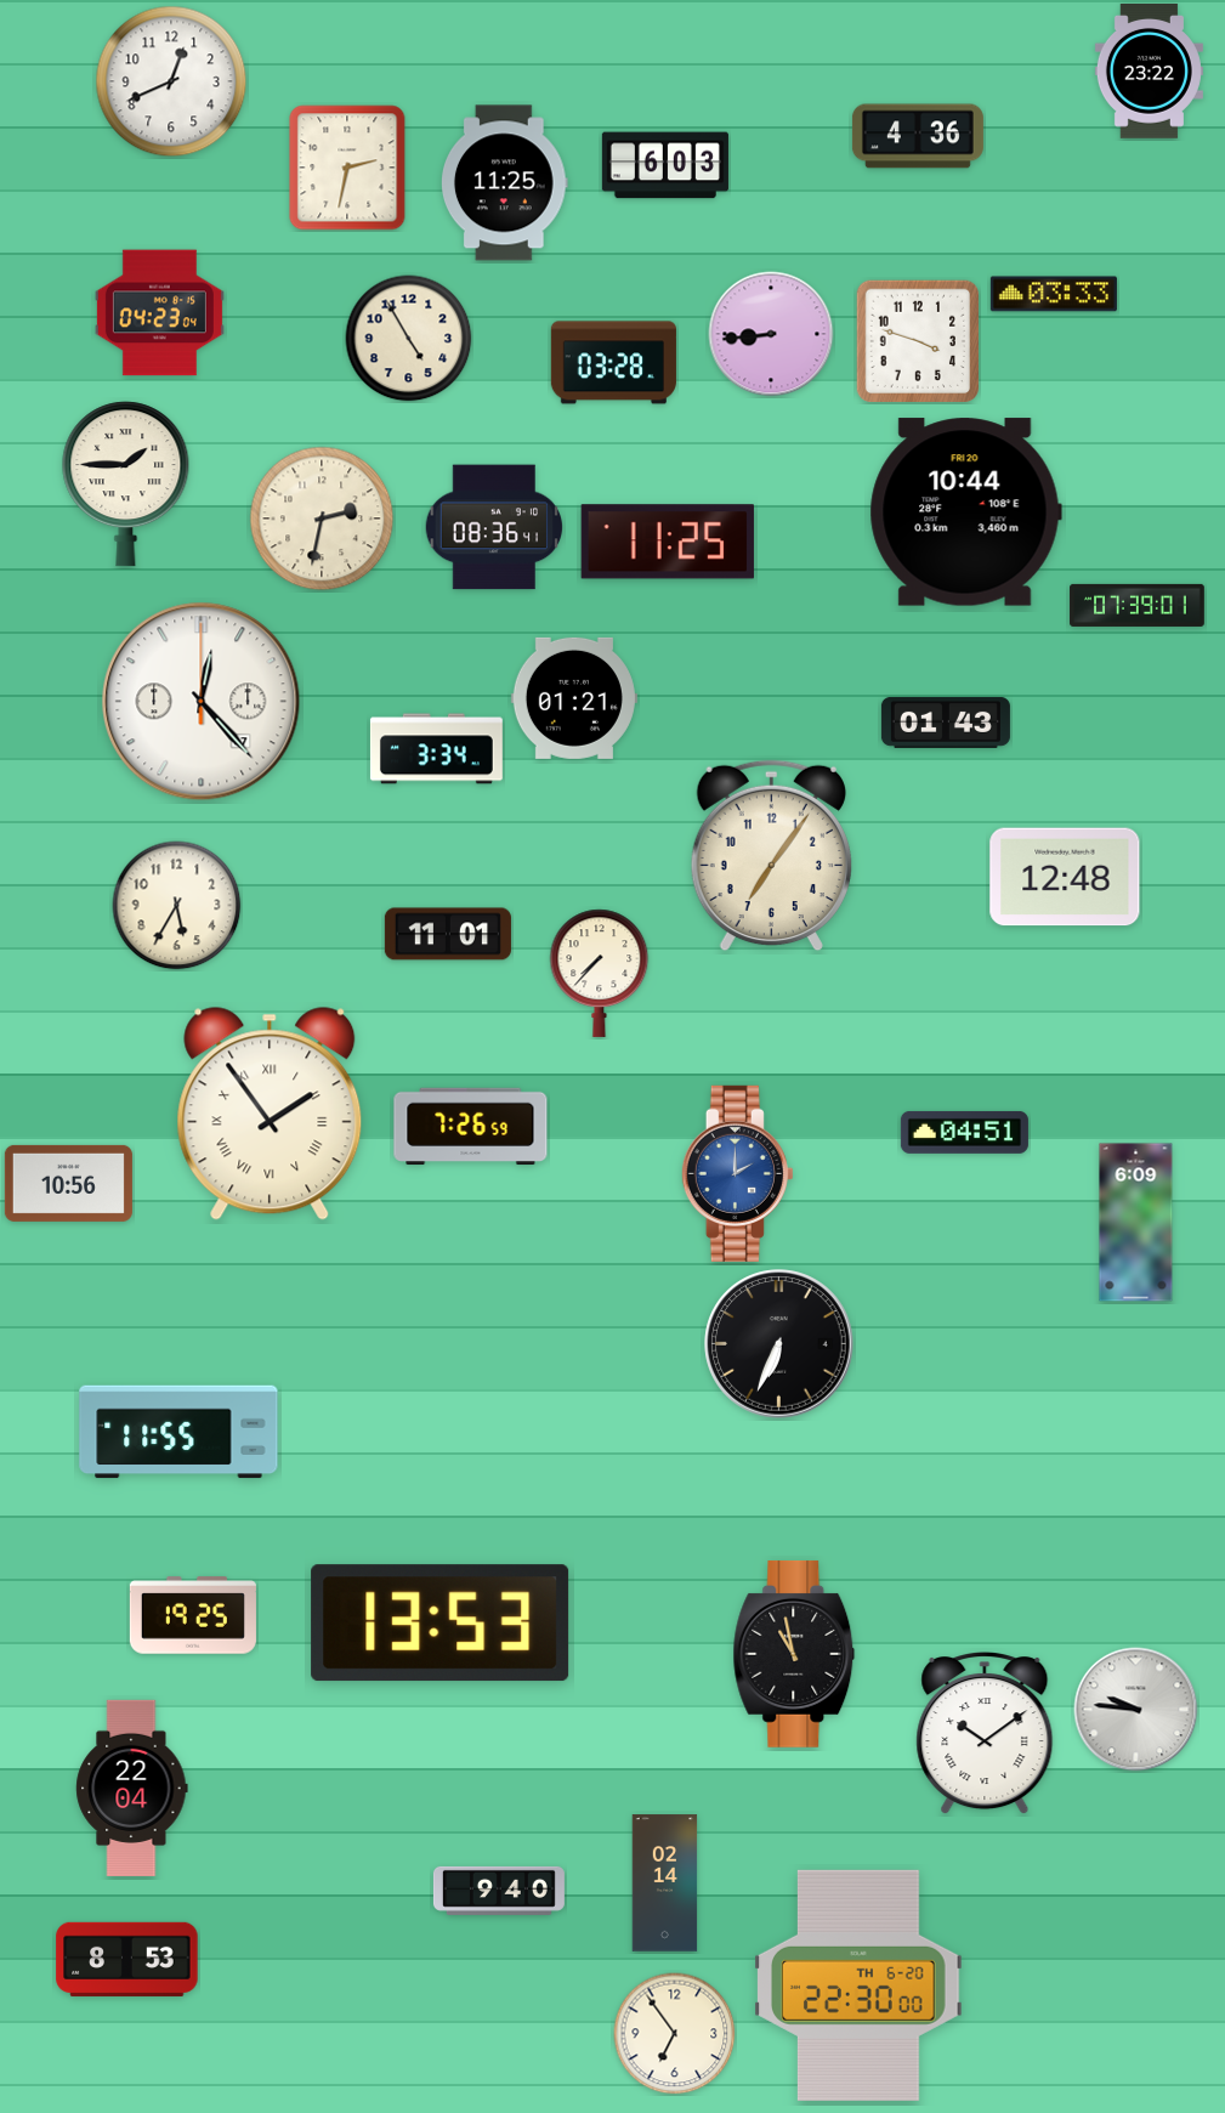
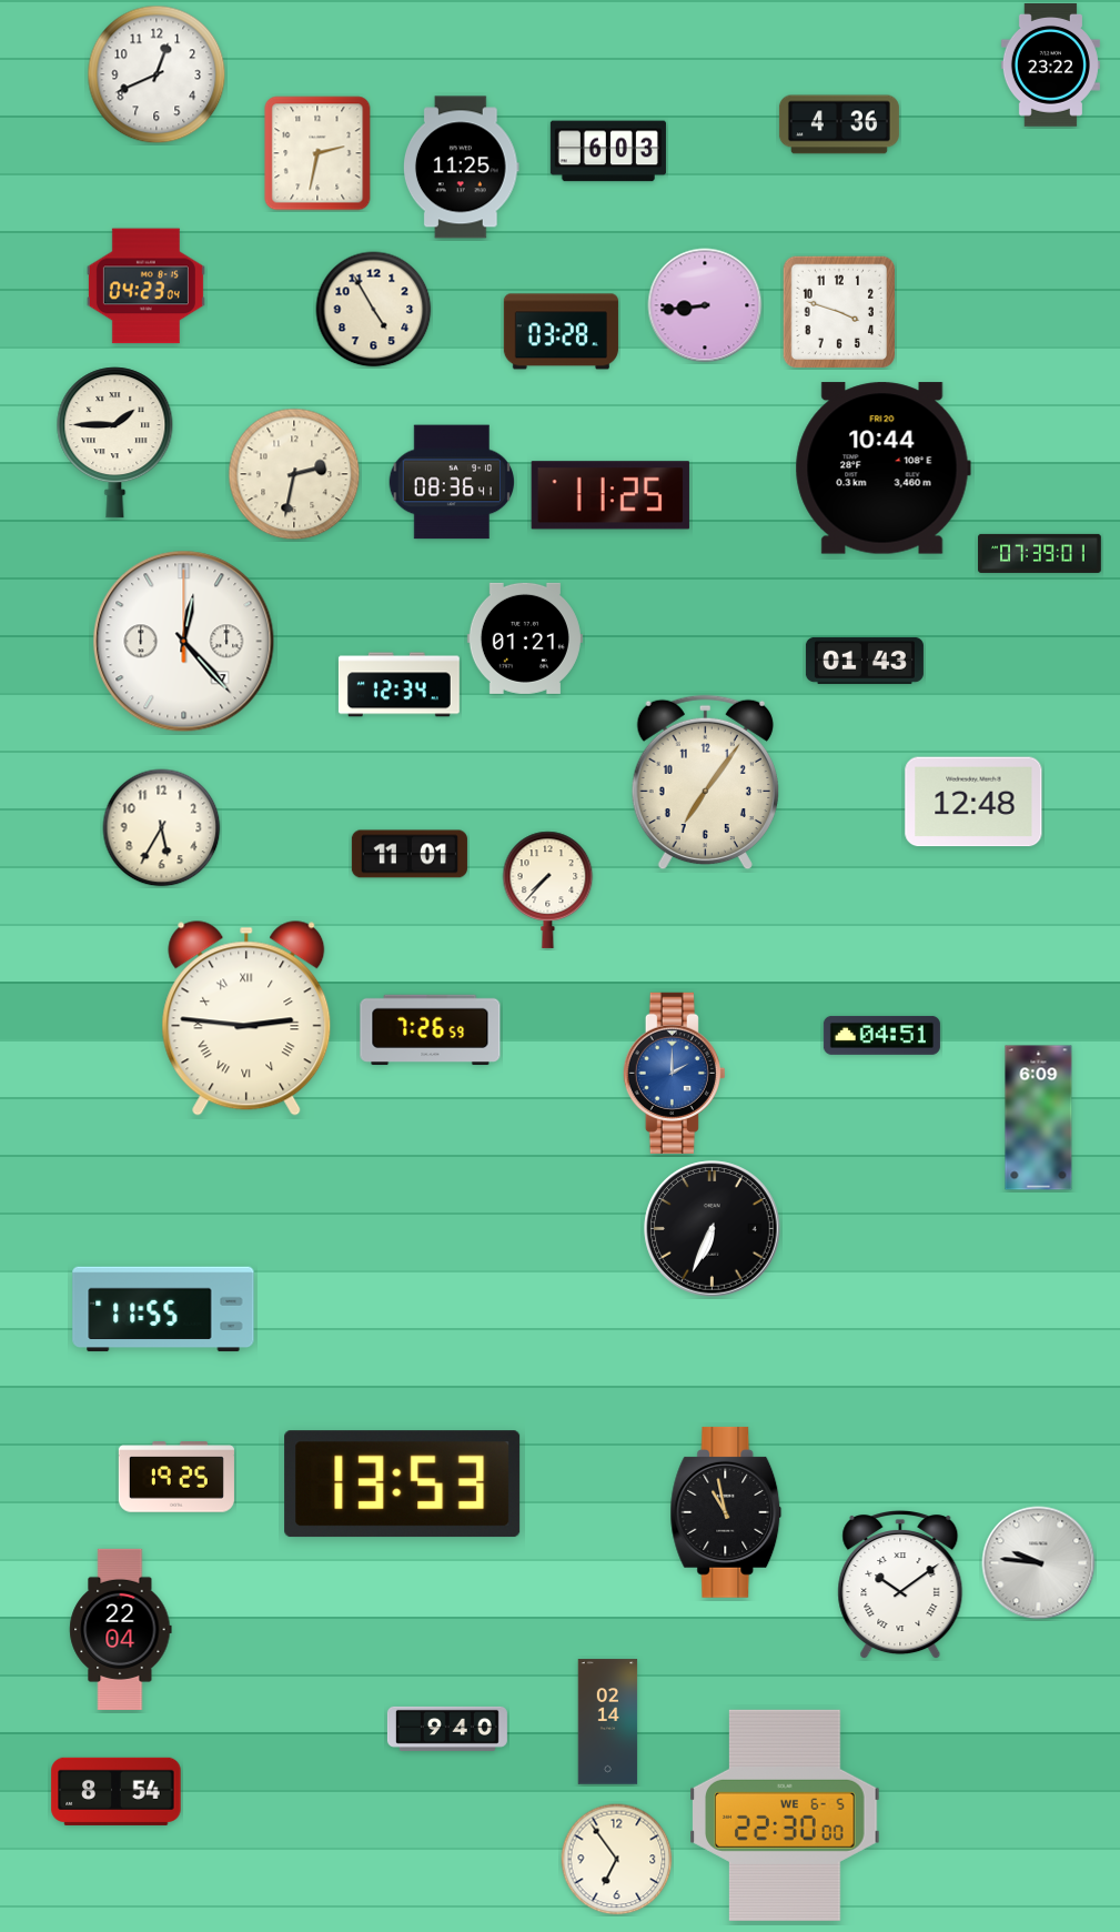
clock at (1054, 294): 03:33 -> none
clock at (436, 749): 3:34 -> 12:34
clock at (270, 1114): 1:54 -> 2:46
clock at (68, 1183): 10:56 -> none
clock at (132, 1788) position: (132, 1788) -> (121, 1629)
clock at (499, 1891) position: (499, 1891) -> (447, 1729)
clock at (127, 1959): 8:53 -> 8:54
clock at (858, 1985) date: TH 6-20 -> WE 6-5
